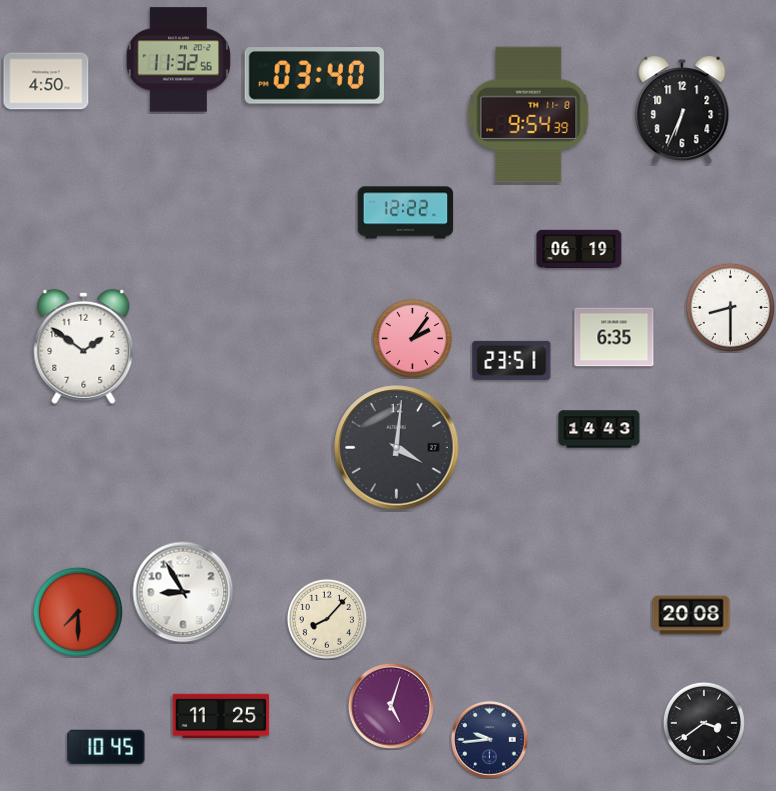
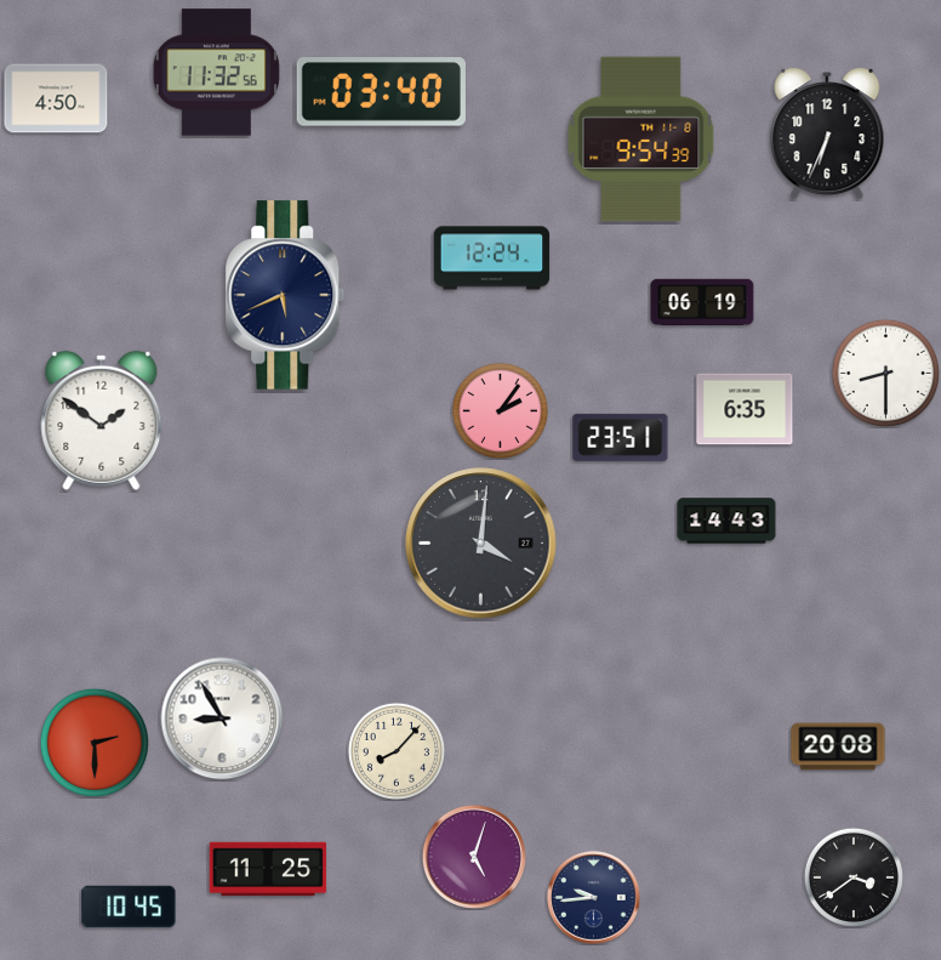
clock at (406, 213): 12:22 -> 12:24
clock at (285, 295): none -> 5:41
clock at (78, 612): 7:30 -> 2:30
